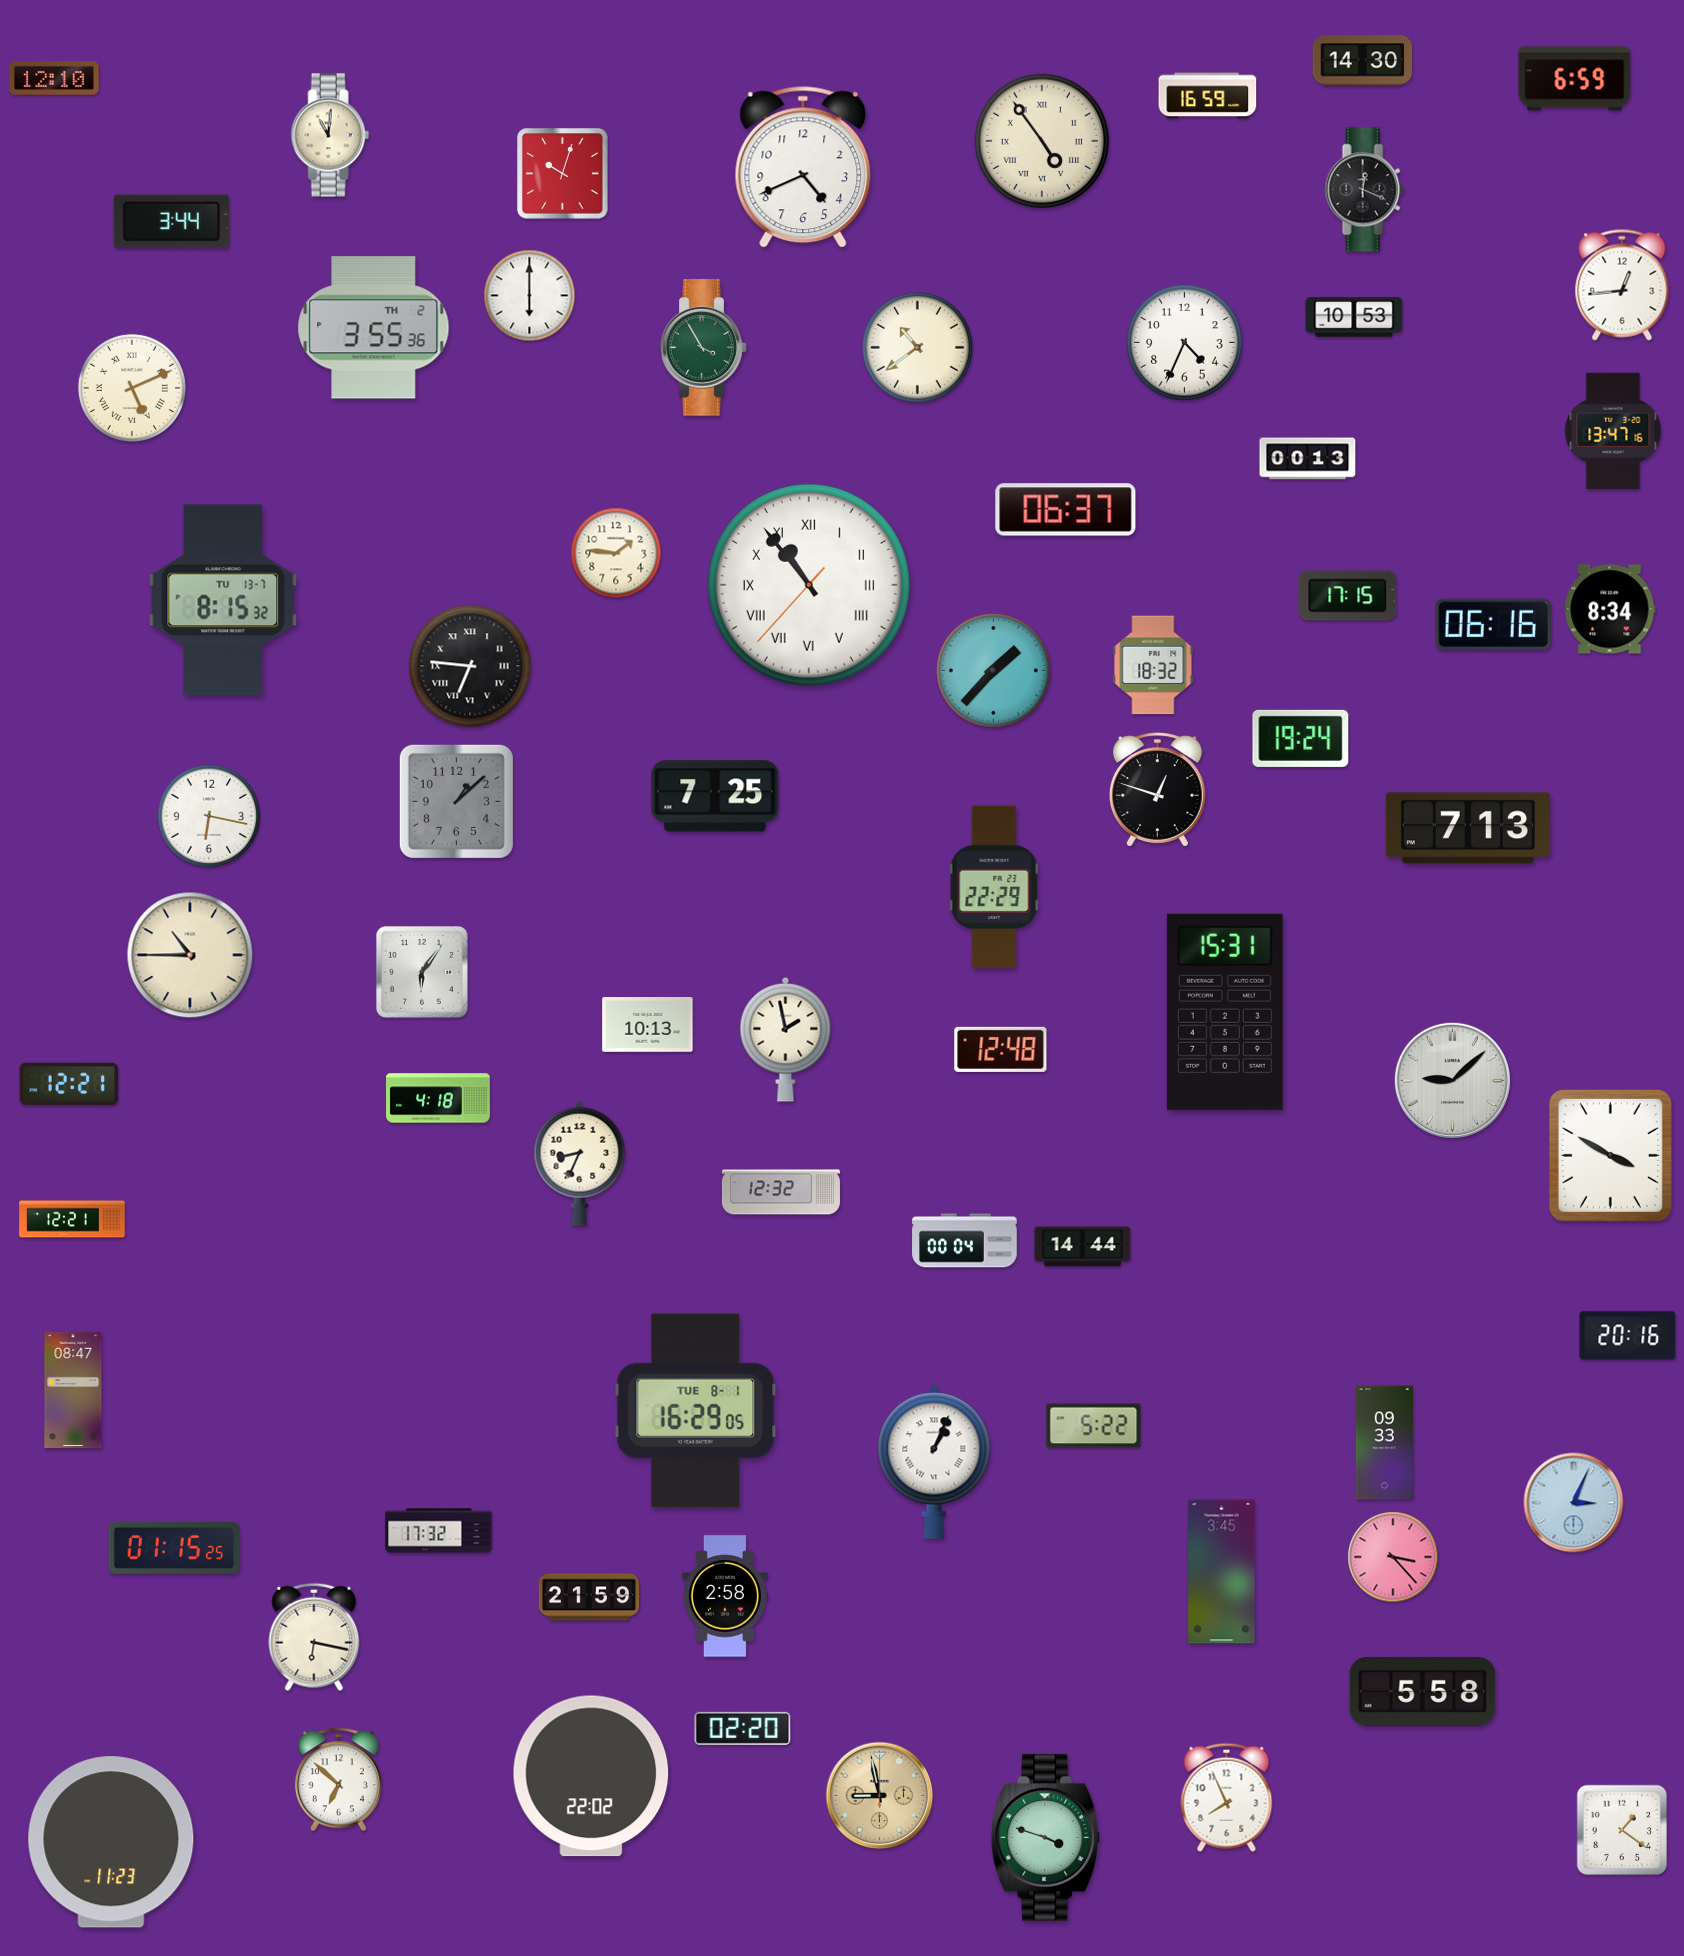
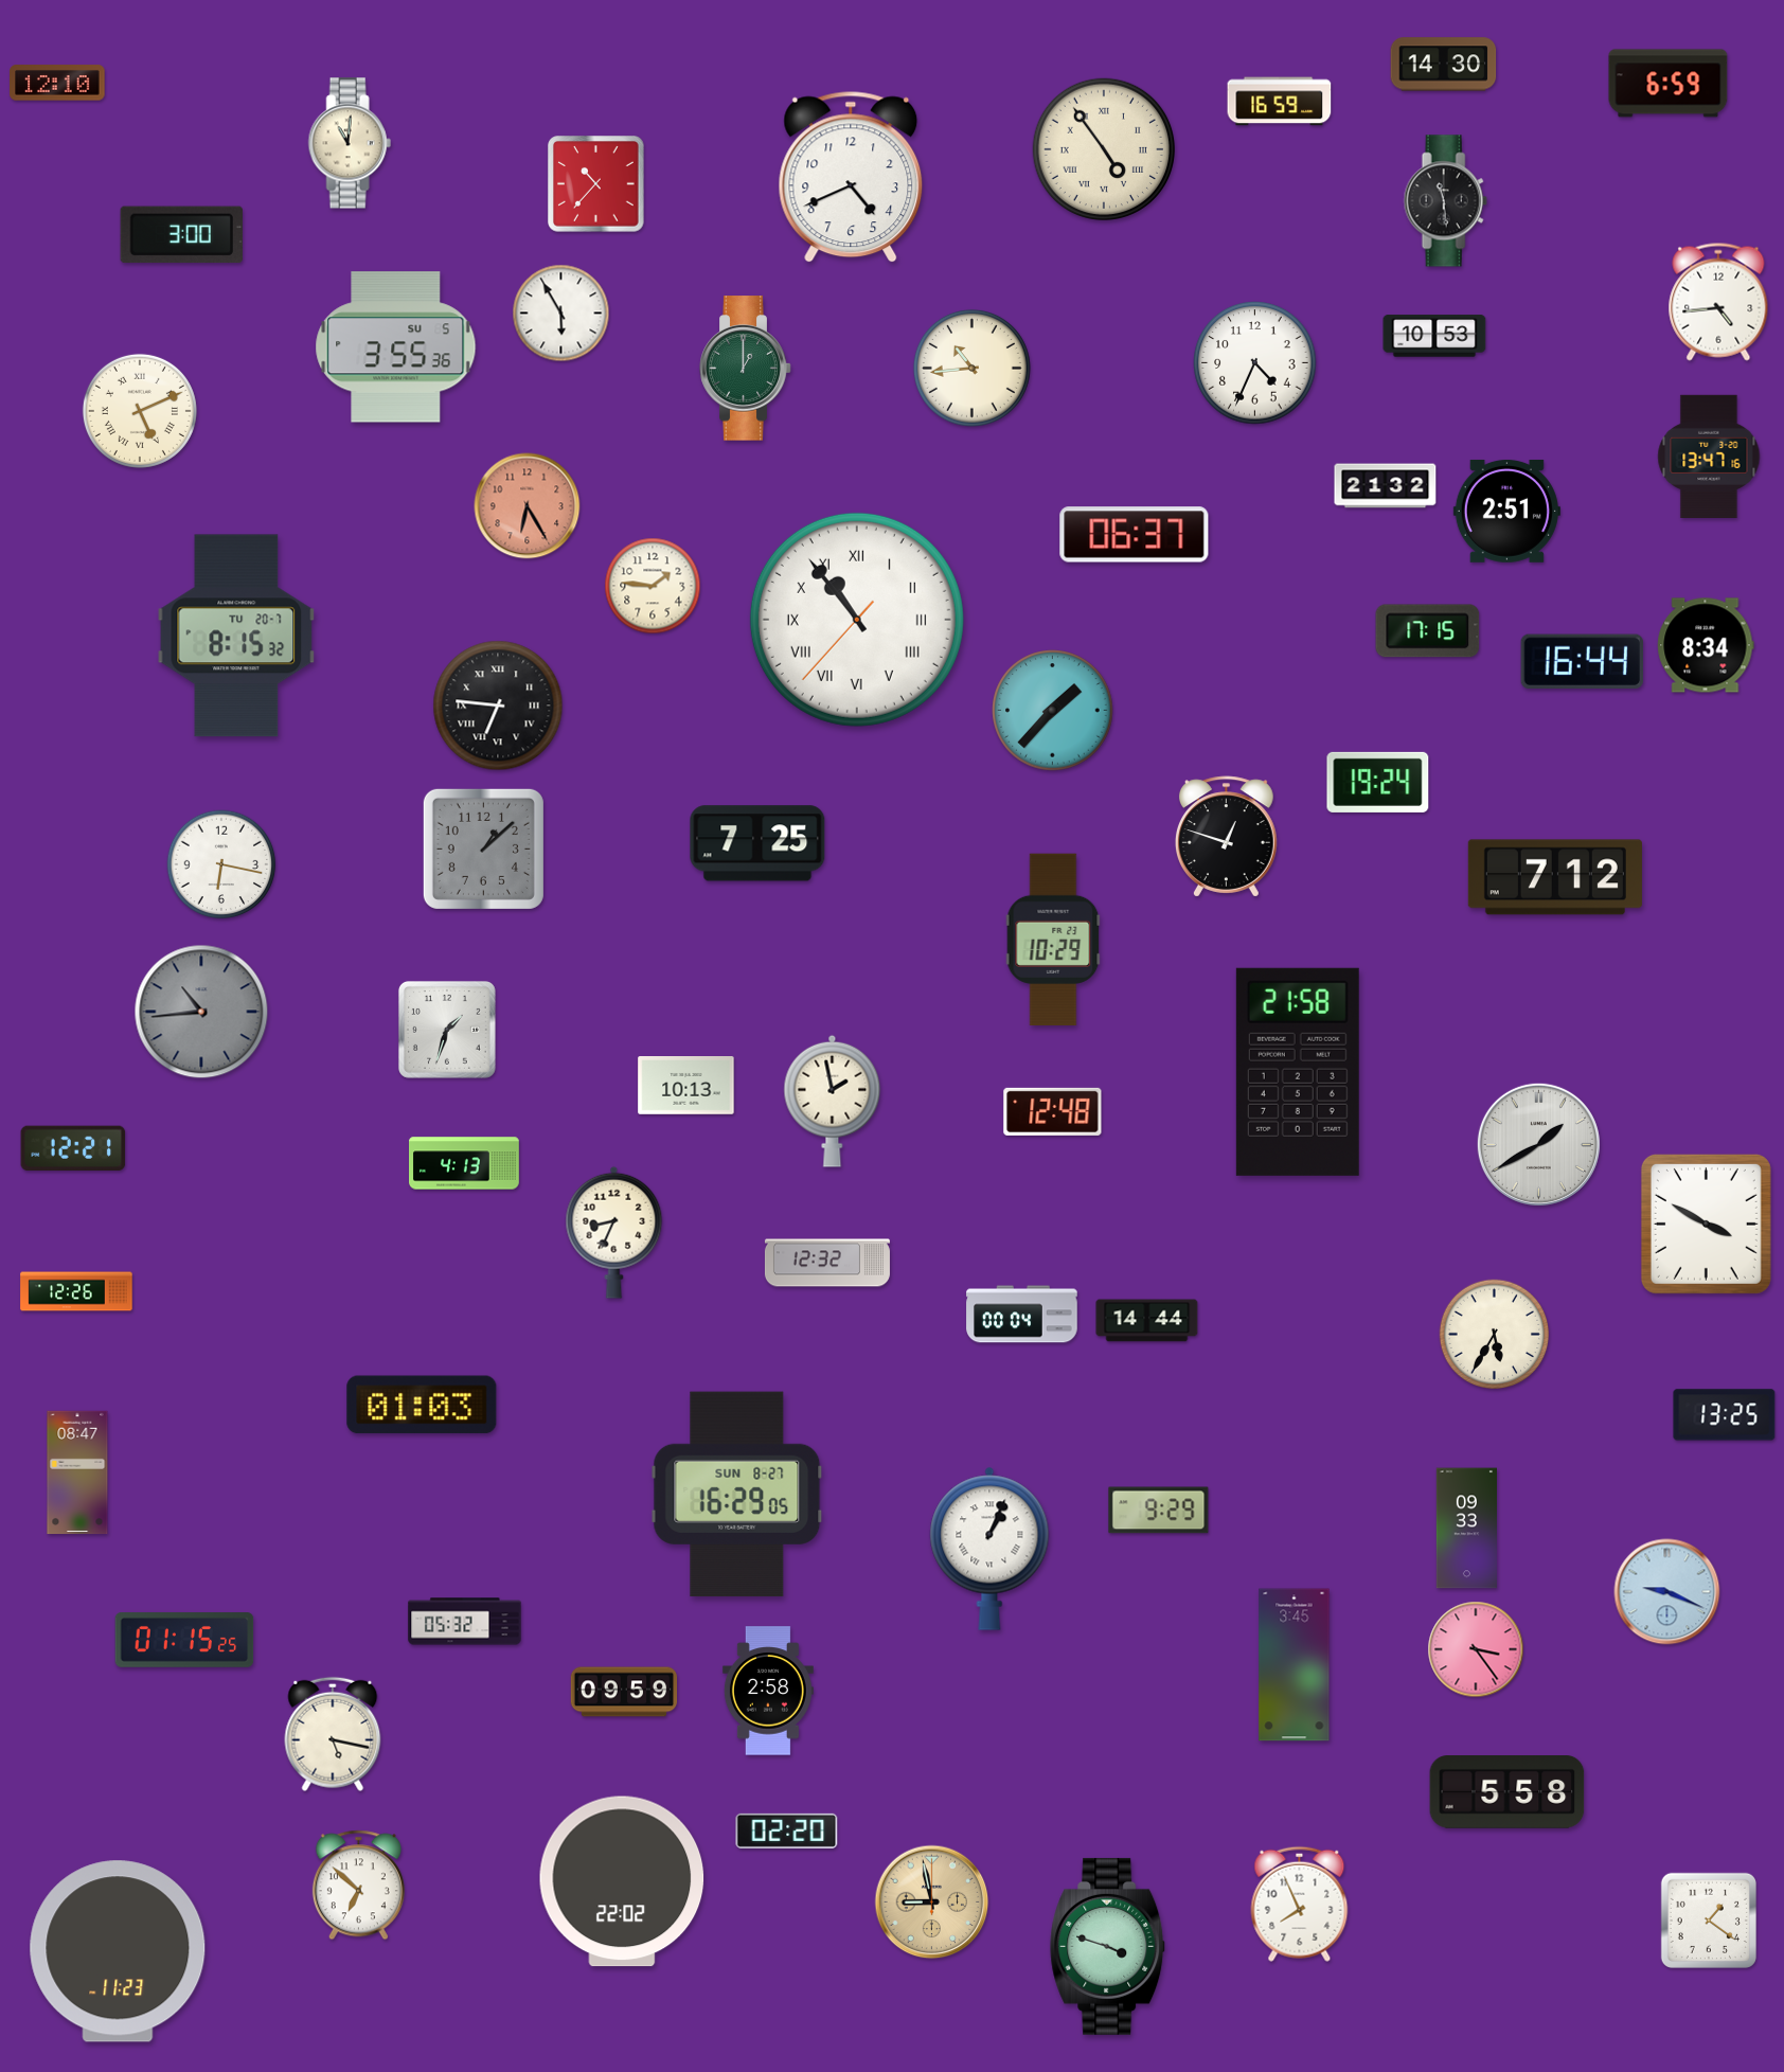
clock at (563, 174): 10:03 -> 10:37
clock at (1364, 190): 12:19 -> 11:29
clock at (171, 222): 3:44 -> 3:00
clock at (1622, 285): 12:44 -> 4:44
clock at (530, 296): 6:00 -> 5:55
clock at (374, 328) date: TH 2 -> SU 5
clock at (917, 347): 10:39 -> 10:44
clock at (704, 348): 3:55 -> 1:00
clock at (1308, 459): 00:13 -> 21:32
clock at (528, 506): none -> 6:25
clock at (1506, 511): none -> 2:51
clock at (1066, 510) position: (1066, 510) -> (1135, 535)
clock at (223, 600) date: TU 13-7 -> TU 20-7
clock at (1493, 624): 06:16 -> 16:44
clock at (1153, 665): 18:32 -> none
clock at (1468, 828): 7:13 -> 7:12
clock at (994, 887): 22:29 -> 10:29
clock at (190, 955): 10:45 -> 10:44
clock at (190, 955) dial: cream -> grey
clock at (422, 972): 6:06 -> 1:33
clock at (1225, 1012): 15:31 -> 21:58
clock at (1001, 1049) position: (1001, 1049) -> (1053, 1111)
clock at (1452, 1080): 9:08 -> 1:40
clock at (439, 1098): 4:18 -> 4:13
clock at (72, 1219): 12:21 -> 12:26
clock at (1495, 1335): none -> 5:35
clock at (422, 1405): none -> 01:03
clock at (1628, 1336): 20:16 -> 13:25
clock at (696, 1411) date: TUE 8-1 -> SUN 8-27
clock at (1094, 1426): 5:22 -> 9:29
clock at (1574, 1503): 3:04 -> 9:19
clock at (439, 1531): 17:32 -> 05:32
clock at (1393, 1557): 3:23 -> 3:24
clock at (589, 1597): 21:59 -> 09:59
clock at (314, 1637): 6:17 -> 5:17
clock at (591, 1776) position: (591, 1776) -> (622, 1881)
clock at (1622, 1830) position: (1622, 1830) -> (1709, 1921)
